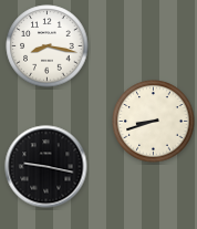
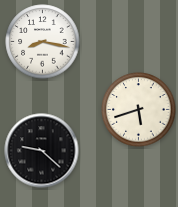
clock at (154, 122): 8:42 -> 5:42
clock at (46, 167): 9:17 -> 9:22
